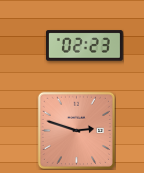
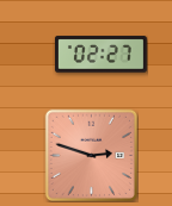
clock at (84, 46): 02:23 -> 02:27
